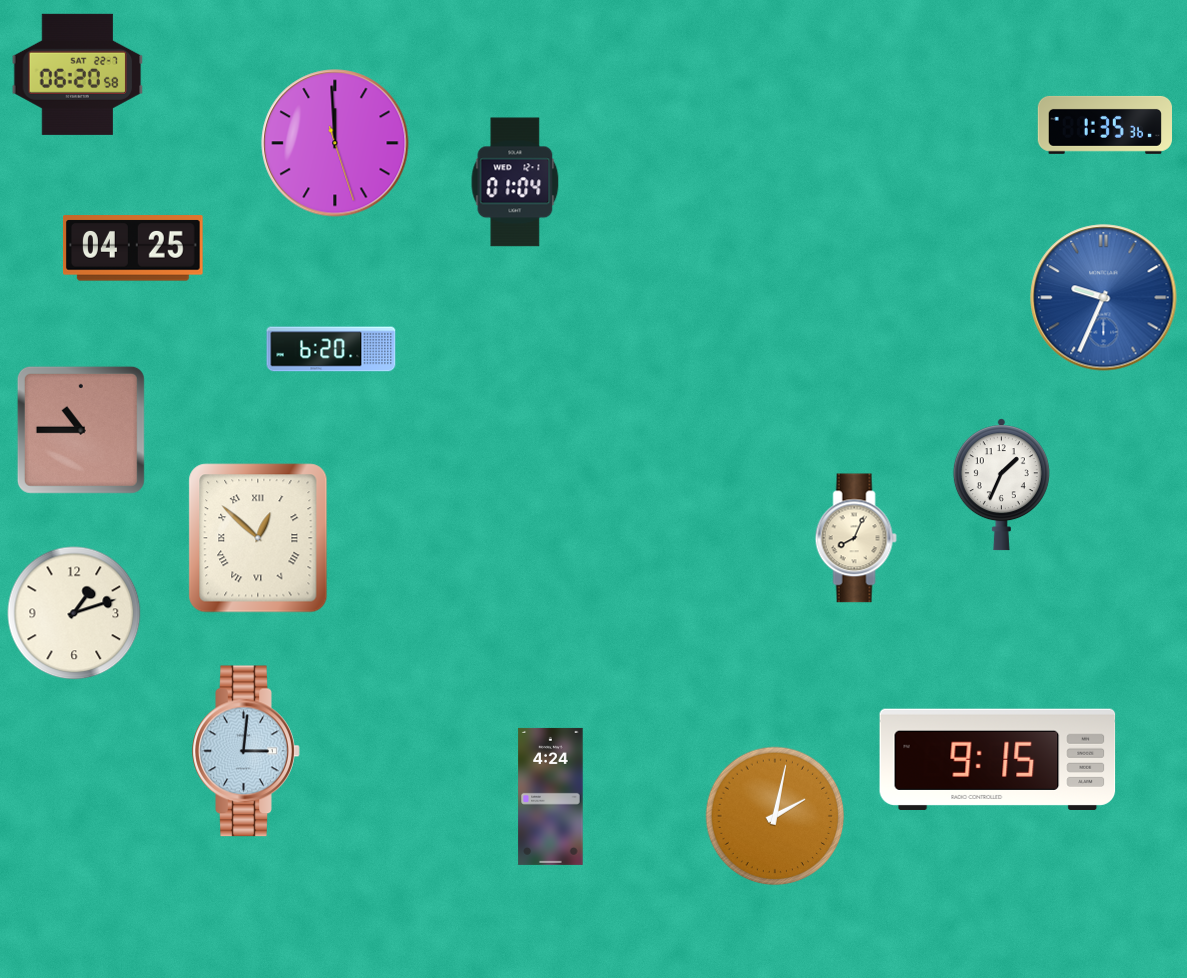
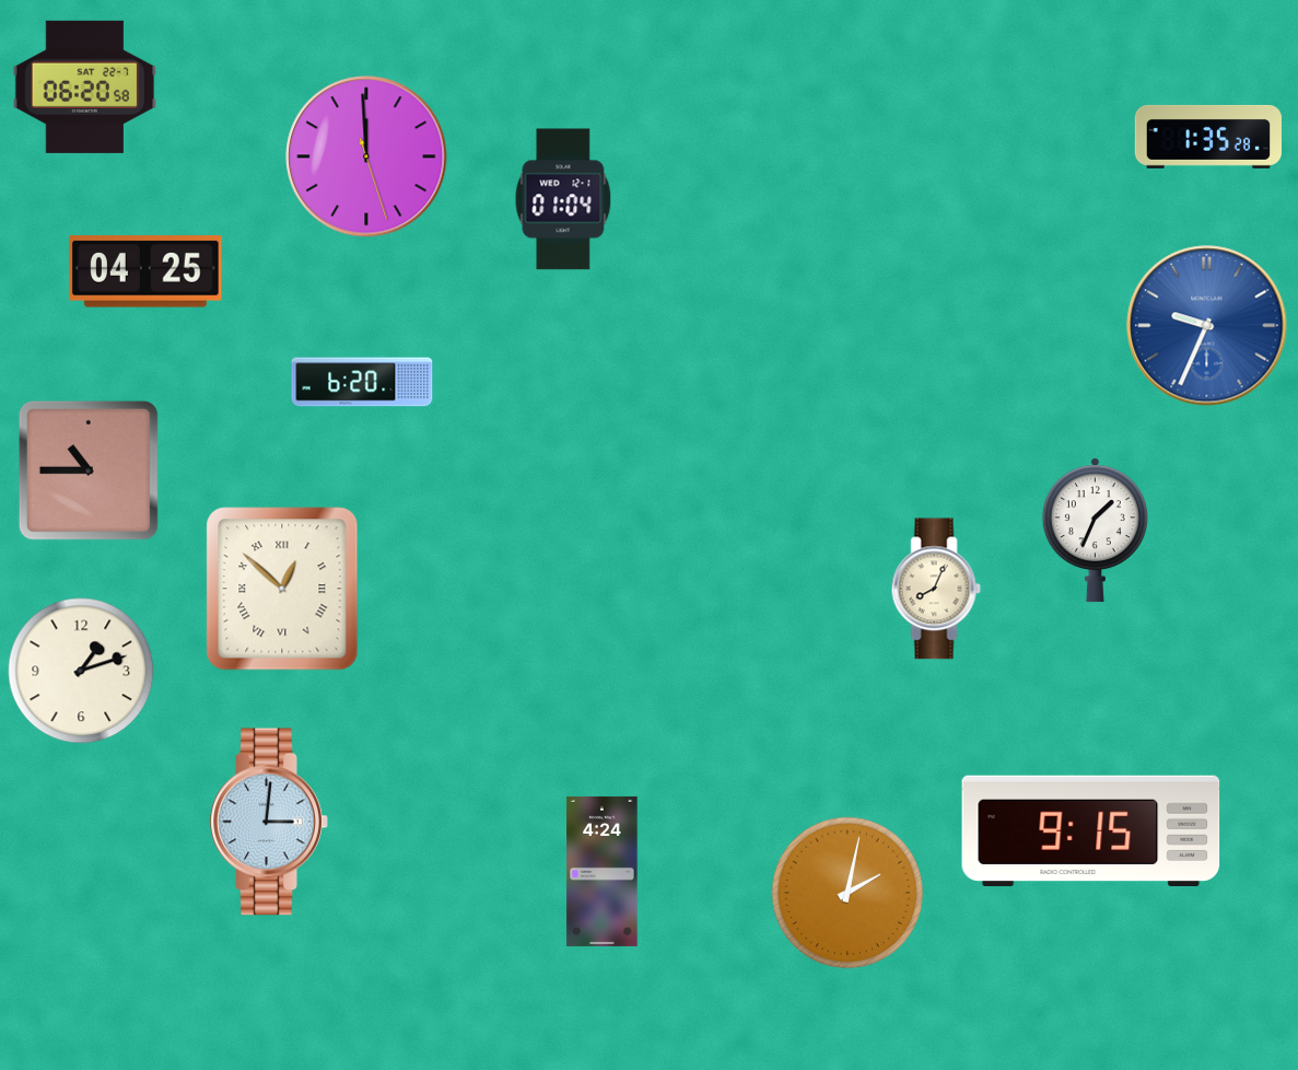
clock at (78, 74) position: (78, 74) -> (85, 86)
clock at (1104, 125): 1:35:36 -> 1:35:28
